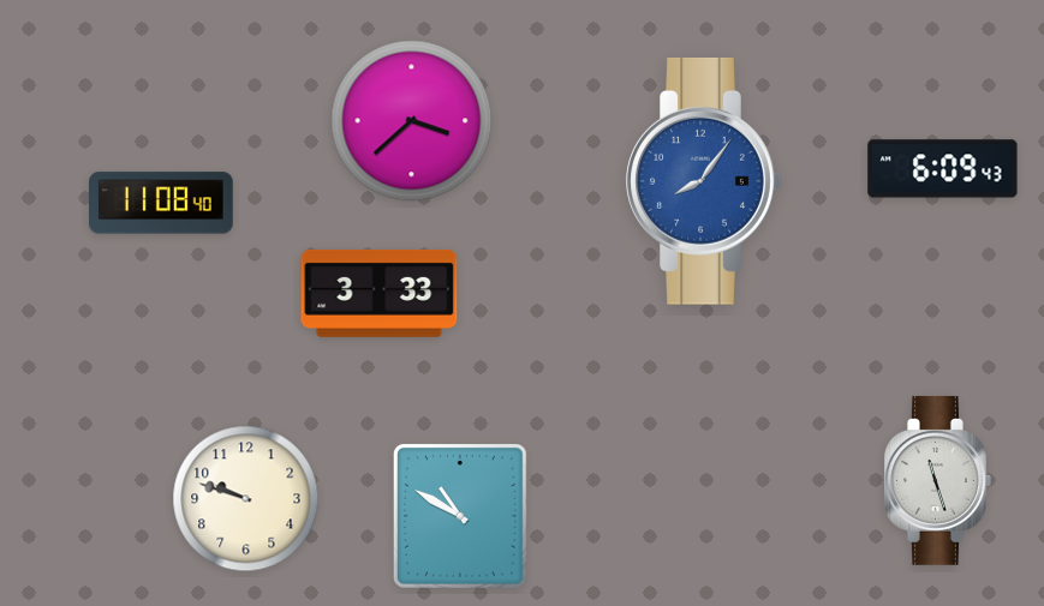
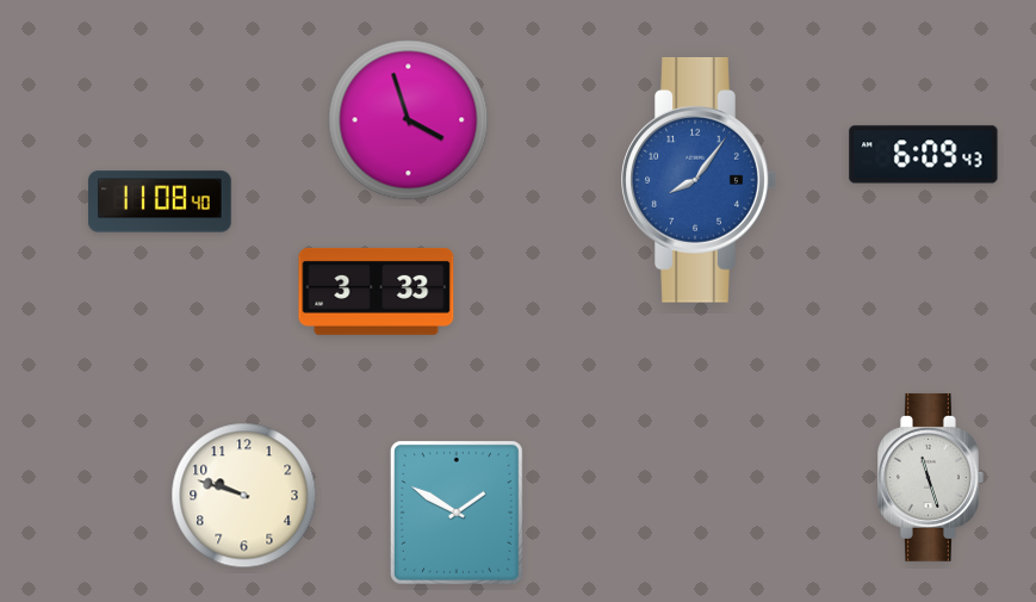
clock at (412, 121): 3:38 -> 3:57
clock at (943, 169) position: (943, 169) -> (924, 155)
clock at (460, 516): 10:50 -> 1:50
